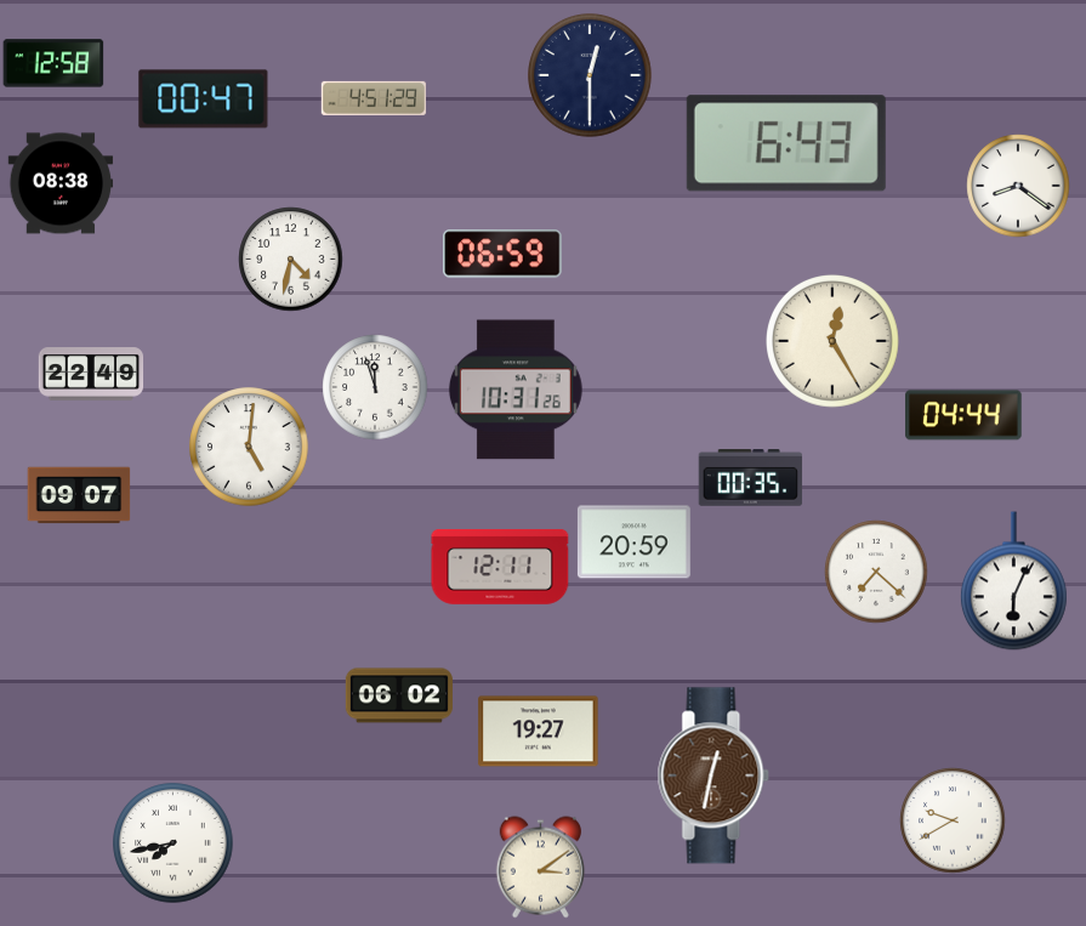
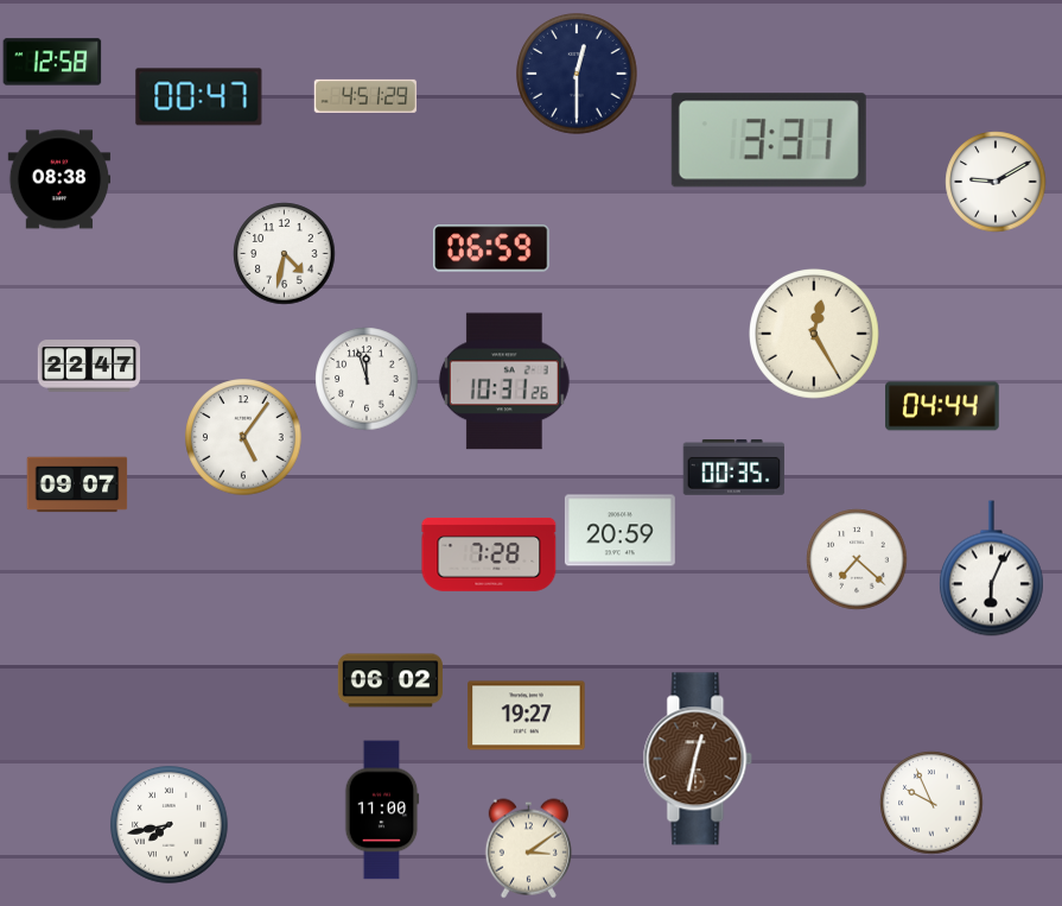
clock at (786, 143): 6:43 -> 3:31
clock at (1018, 186): 8:21 -> 9:10
clock at (91, 374): 22:49 -> 22:47
clock at (249, 447): 5:01 -> 5:06
clock at (500, 567): 12:11 -> 7:28
clock at (953, 820): 9:40 -> 9:56
clock at (382, 810): none -> 11:00
